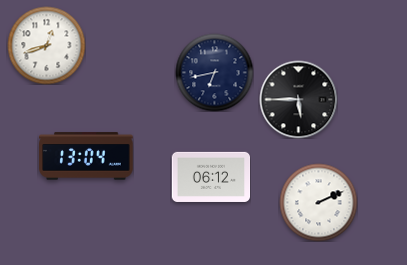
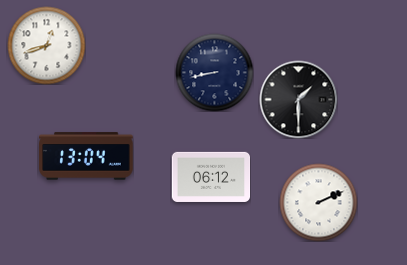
clock at (214, 72): 6:43 -> 8:43
clock at (298, 99): 5:45 -> 1:30
